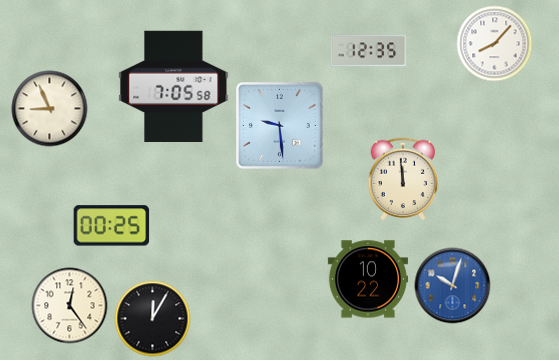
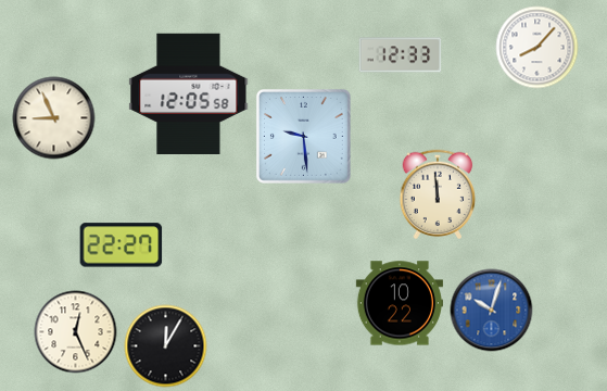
clock at (369, 51): 12:35 -> 12:33
clock at (174, 86): 7:05 -> 12:05
clock at (112, 226): 00:25 -> 22:27
clock at (70, 306): 12:24 -> 12:26
